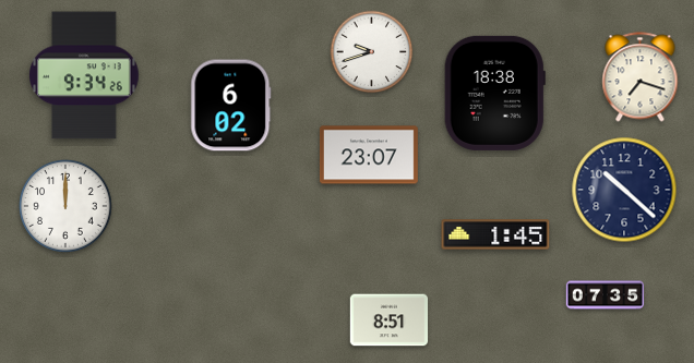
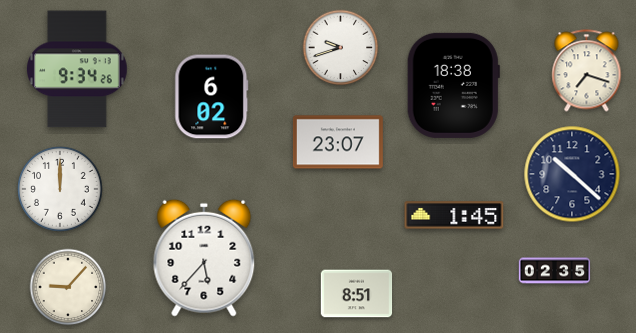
clock at (204, 258): none -> 5:37
clock at (606, 295): 07:35 -> 02:35
clock at (68, 287): none -> 9:07
